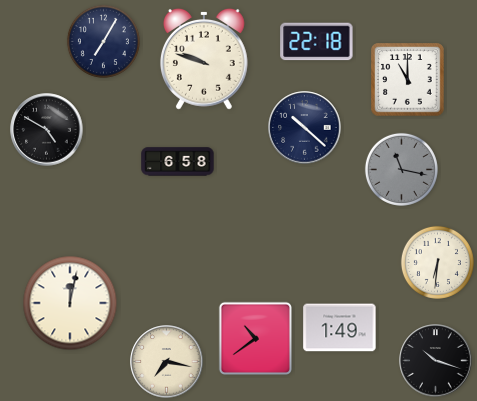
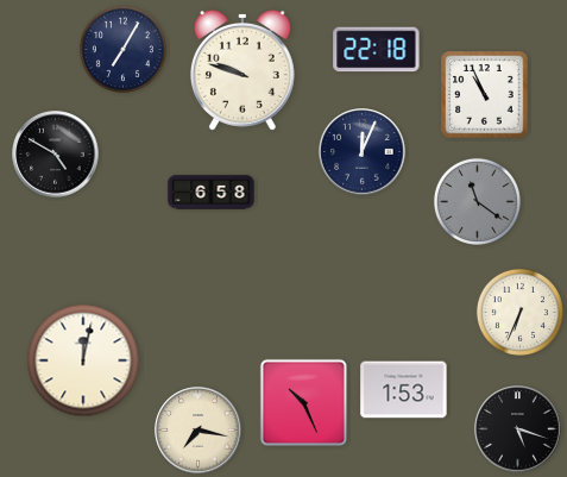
clock at (408, 80): 11:00 -> 10:56
clock at (305, 128): 10:22 -> 12:04
clock at (401, 169): 11:17 -> 11:21
clock at (437, 262): 6:31 -> 6:34
clock at (340, 328): 1:49 -> 1:53
clock at (255, 338): 10:39 -> 10:26
clock at (436, 361): 10:18 -> 5:18
